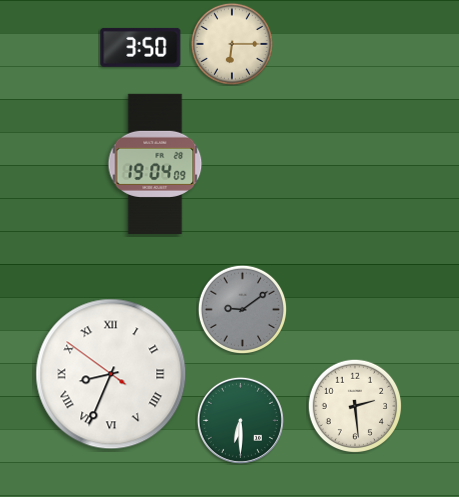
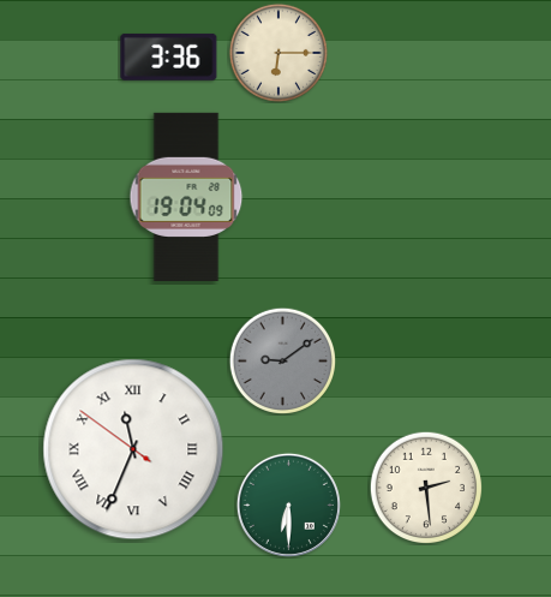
clock at (141, 47): 3:50 -> 3:36
clock at (242, 309) position: (242, 309) -> (282, 360)
clock at (111, 374): 8:33 -> 11:33
